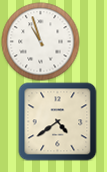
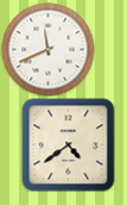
clock at (40, 41): 10:57 -> 11:41
